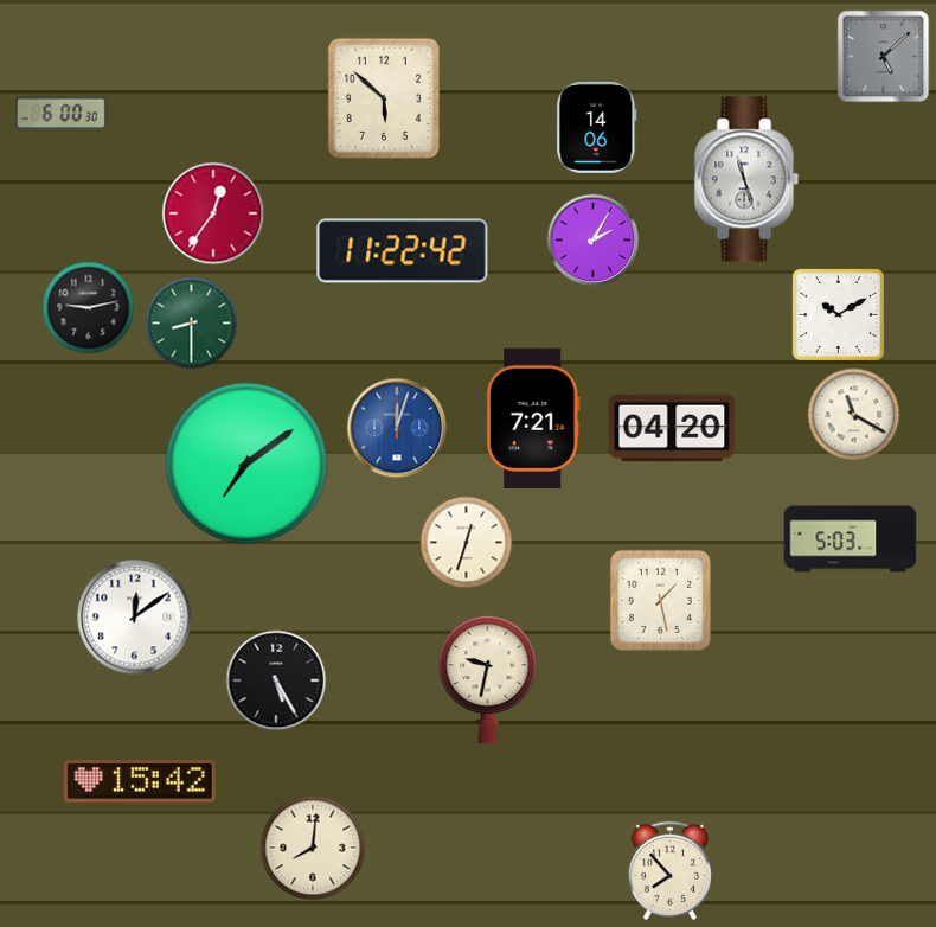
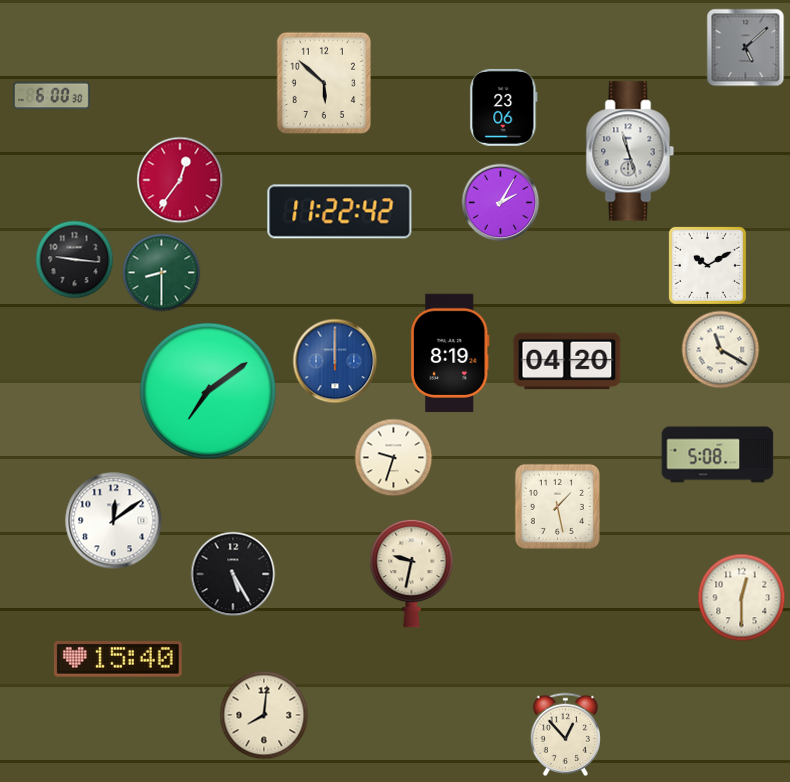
clock at (597, 127): 14:06 -> 23:06
clock at (88, 307): 9:13 -> 9:16
clock at (533, 417): 7:21 -> 8:19
clock at (397, 428): 12:03 -> 12:00
clock at (851, 539): 5:03 -> 5:08
clock at (466, 542): 12:33 -> 9:33
clock at (741, 597): none -> 12:30
clock at (140, 782): 15:42 -> 15:40
clock at (669, 870): 7:53 -> 12:53
